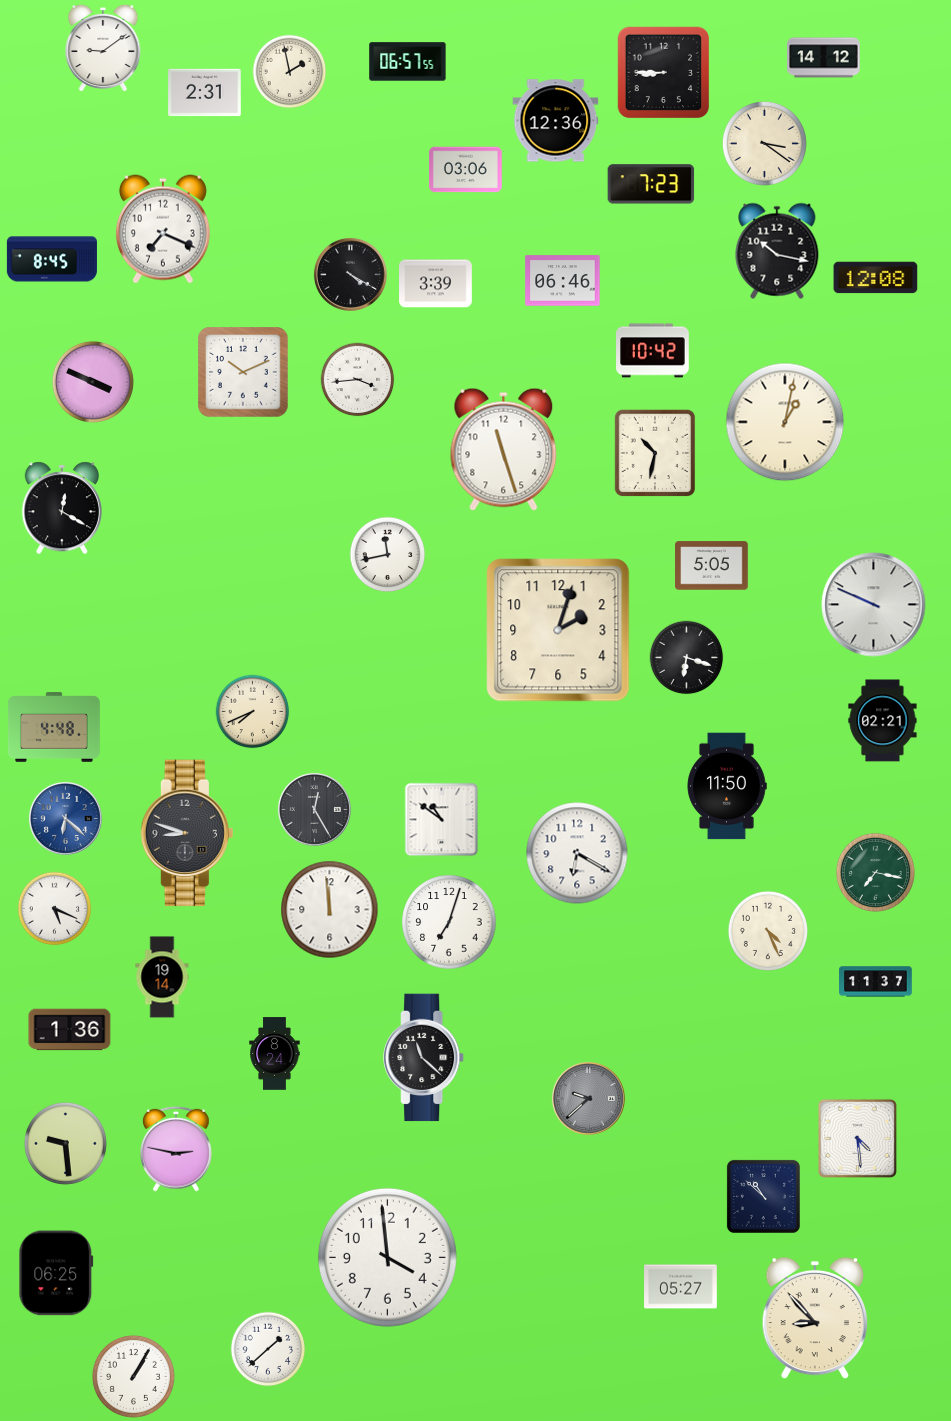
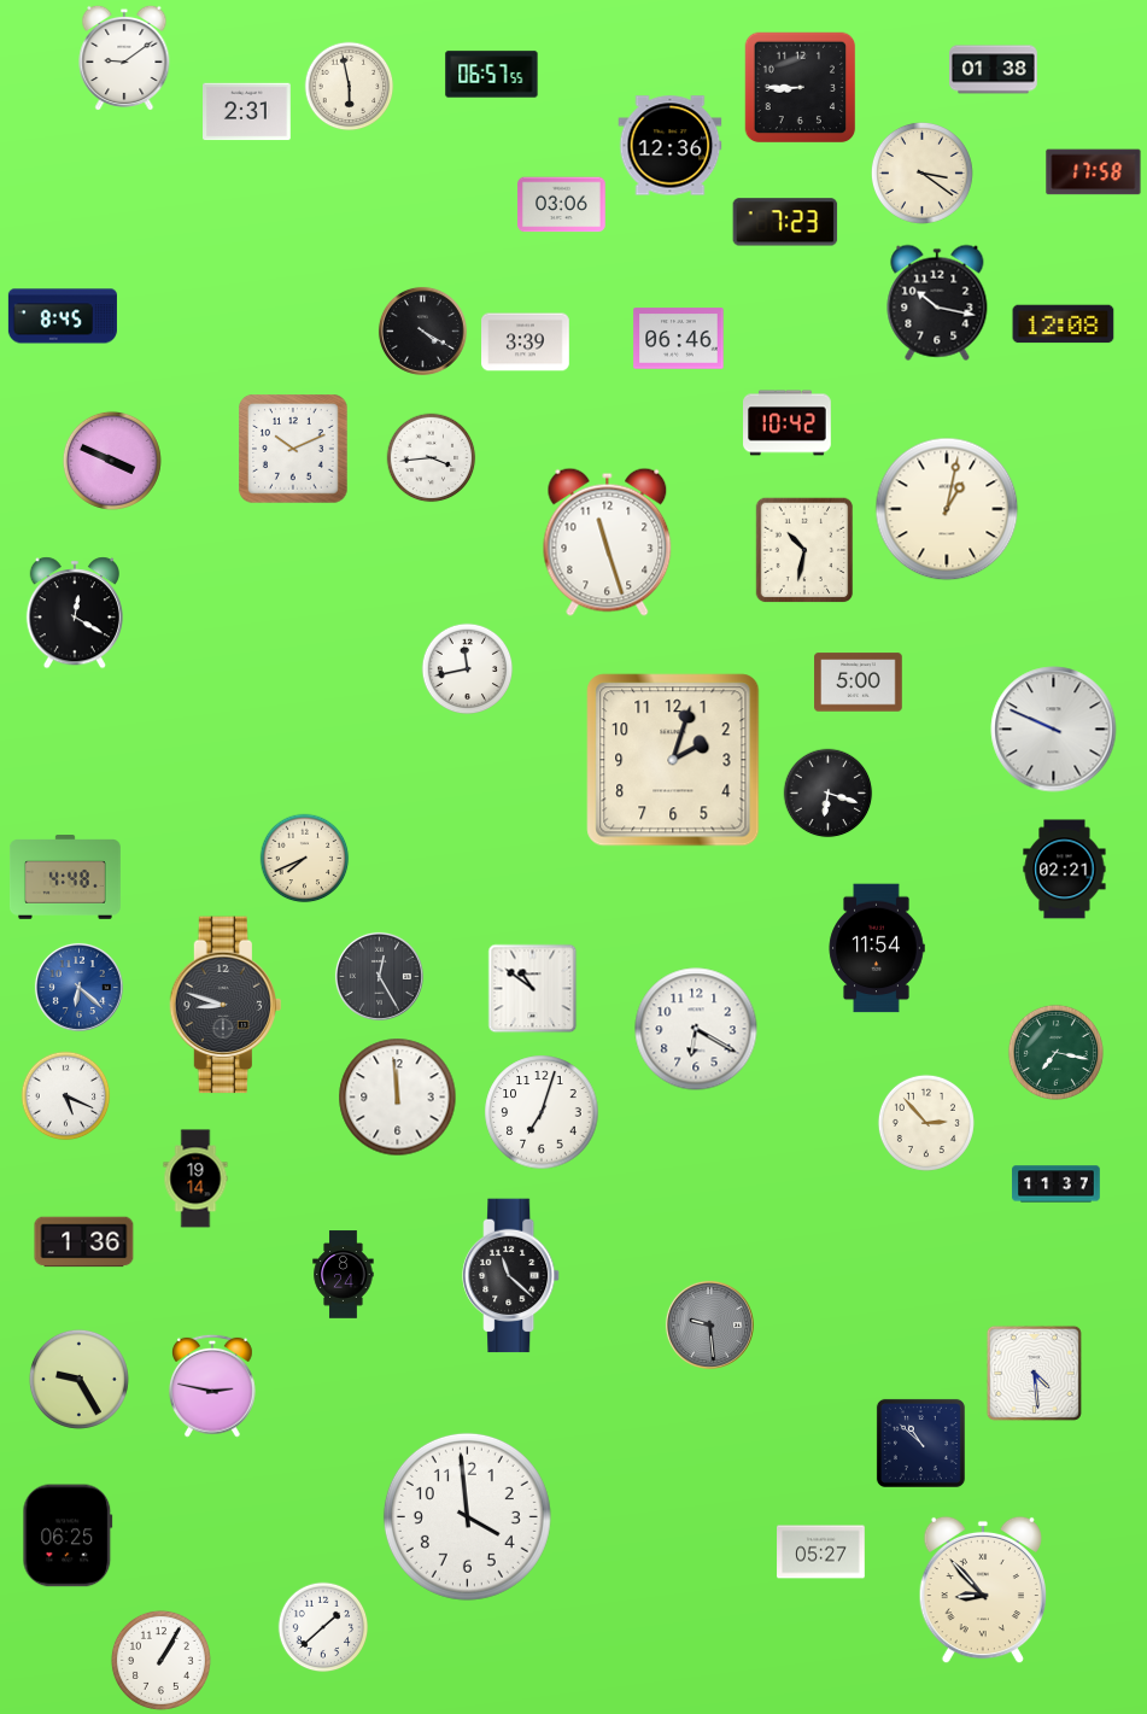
clock at (824, 58): 14:12 -> 01:38
clock at (290, 72): 1:58 -> 5:58
clock at (1094, 172): none -> 17:58
clock at (163, 229): 7:19 -> none
clock at (52, 259) position: (52, 259) -> (63, 316)
clock at (876, 278) position: (876, 278) -> (1064, 324)
clock at (655, 453) position: (655, 453) -> (804, 550)
clock at (712, 566): 5:05 -> 5:00
clock at (727, 786): 11:50 -> 11:54
clock at (768, 931): 4:26 -> 2:53
clock at (275, 1054) position: (275, 1054) -> (344, 1275)
clock at (588, 1098): 9:38 -> 9:29
clock at (65, 1143): 9:29 -> 9:25
